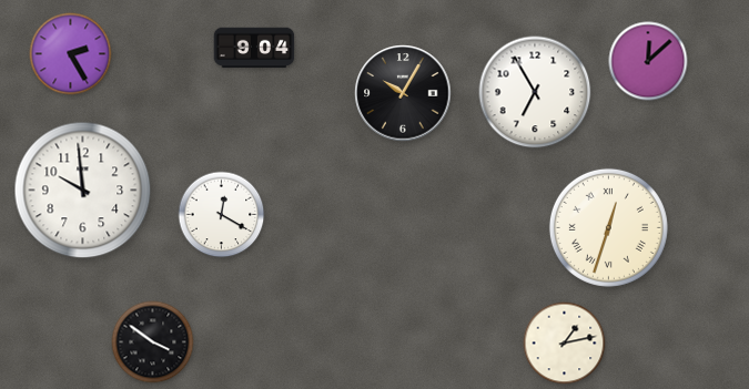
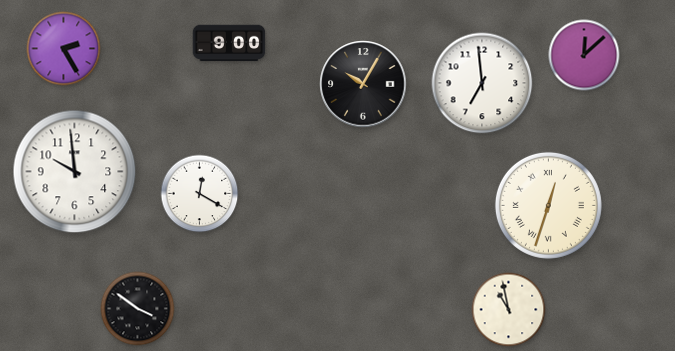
clock at (254, 48): 9:04 -> 9:00
clock at (535, 92): 6:55 -> 6:59
clock at (565, 344): 1:13 -> 10:58
